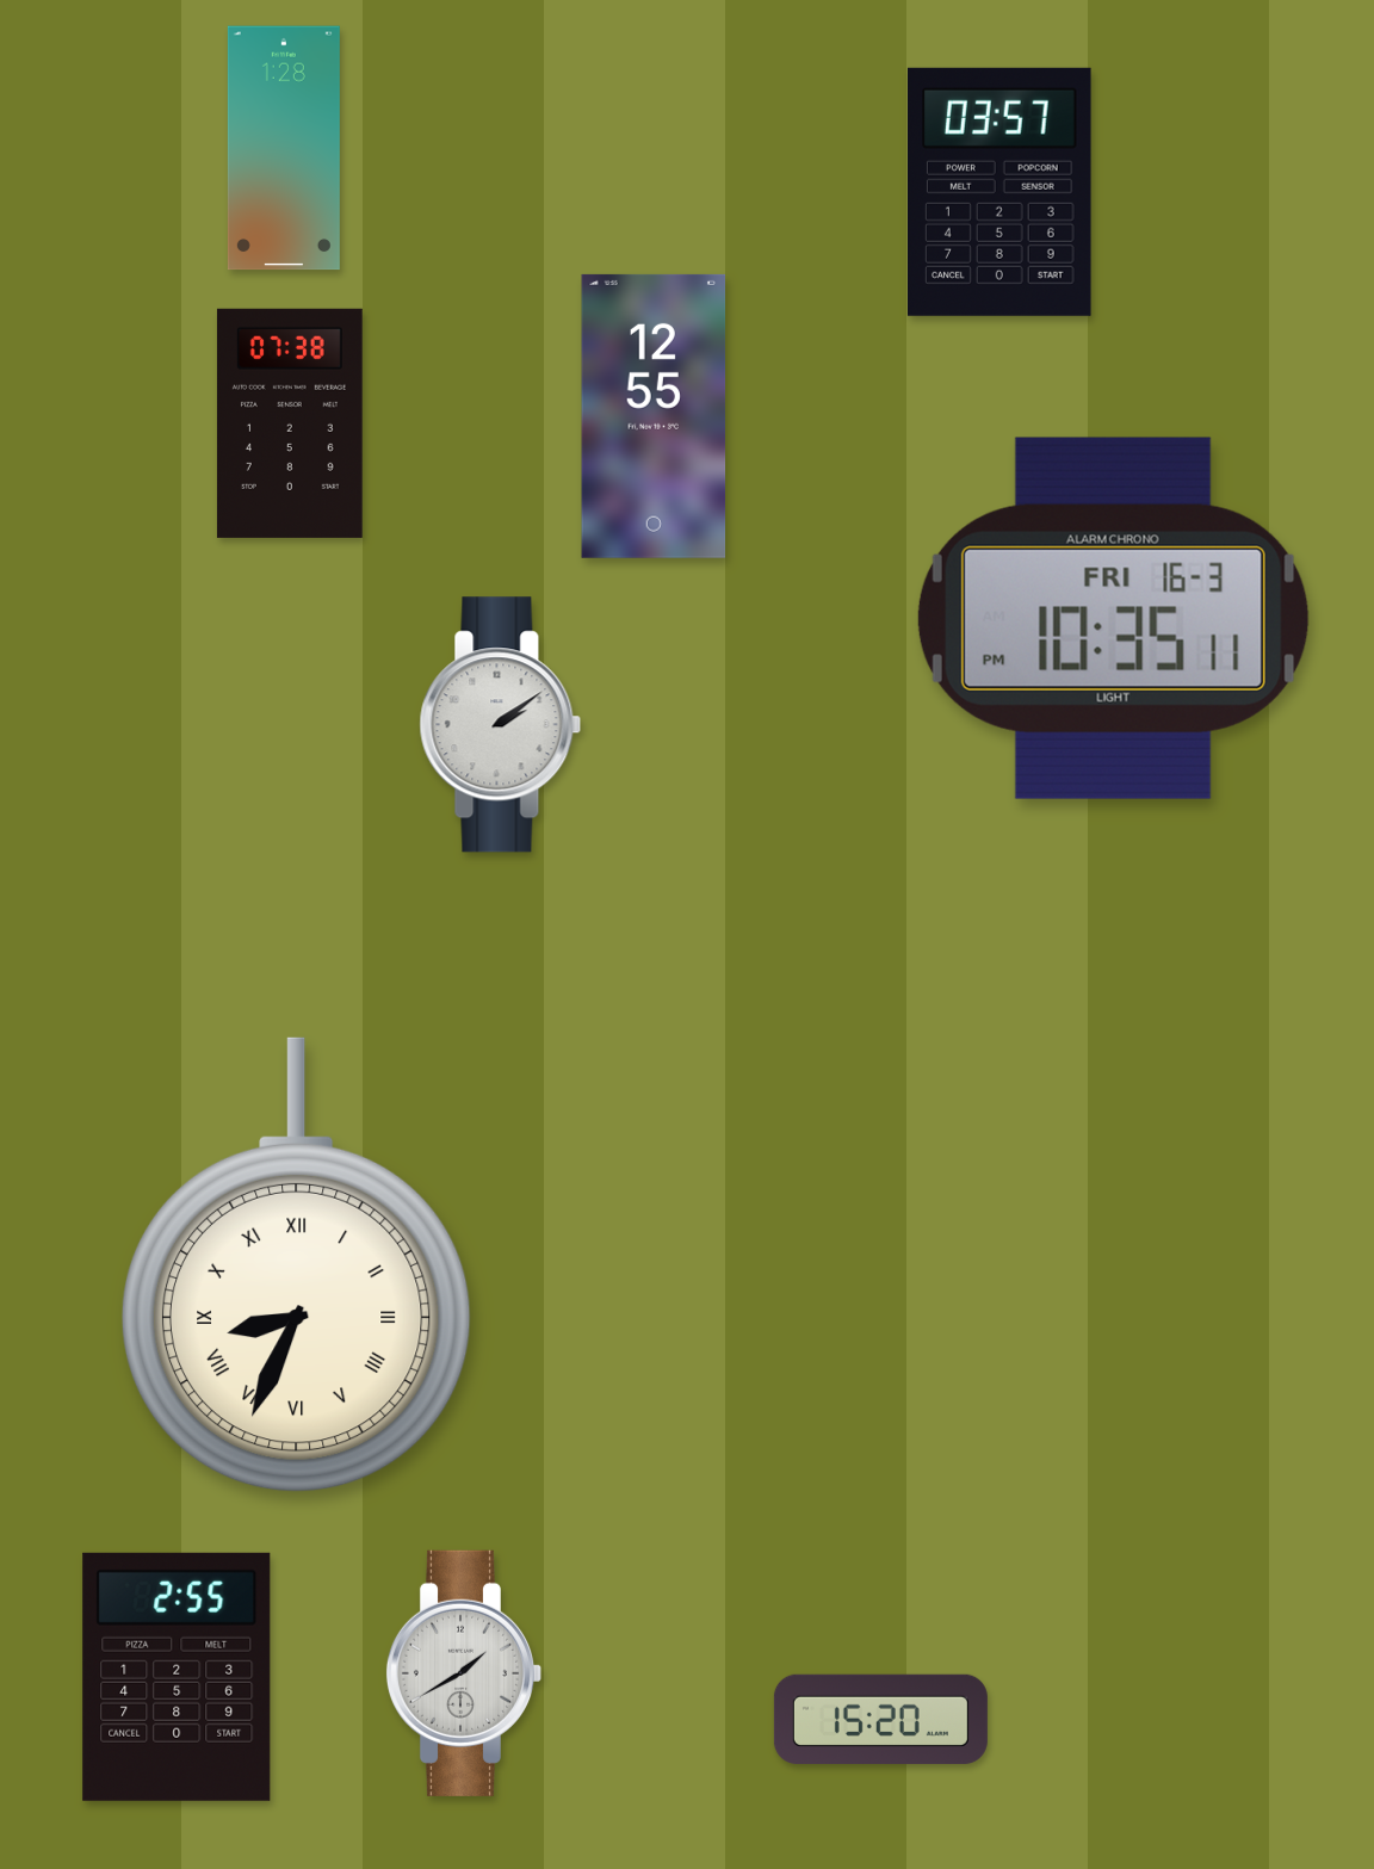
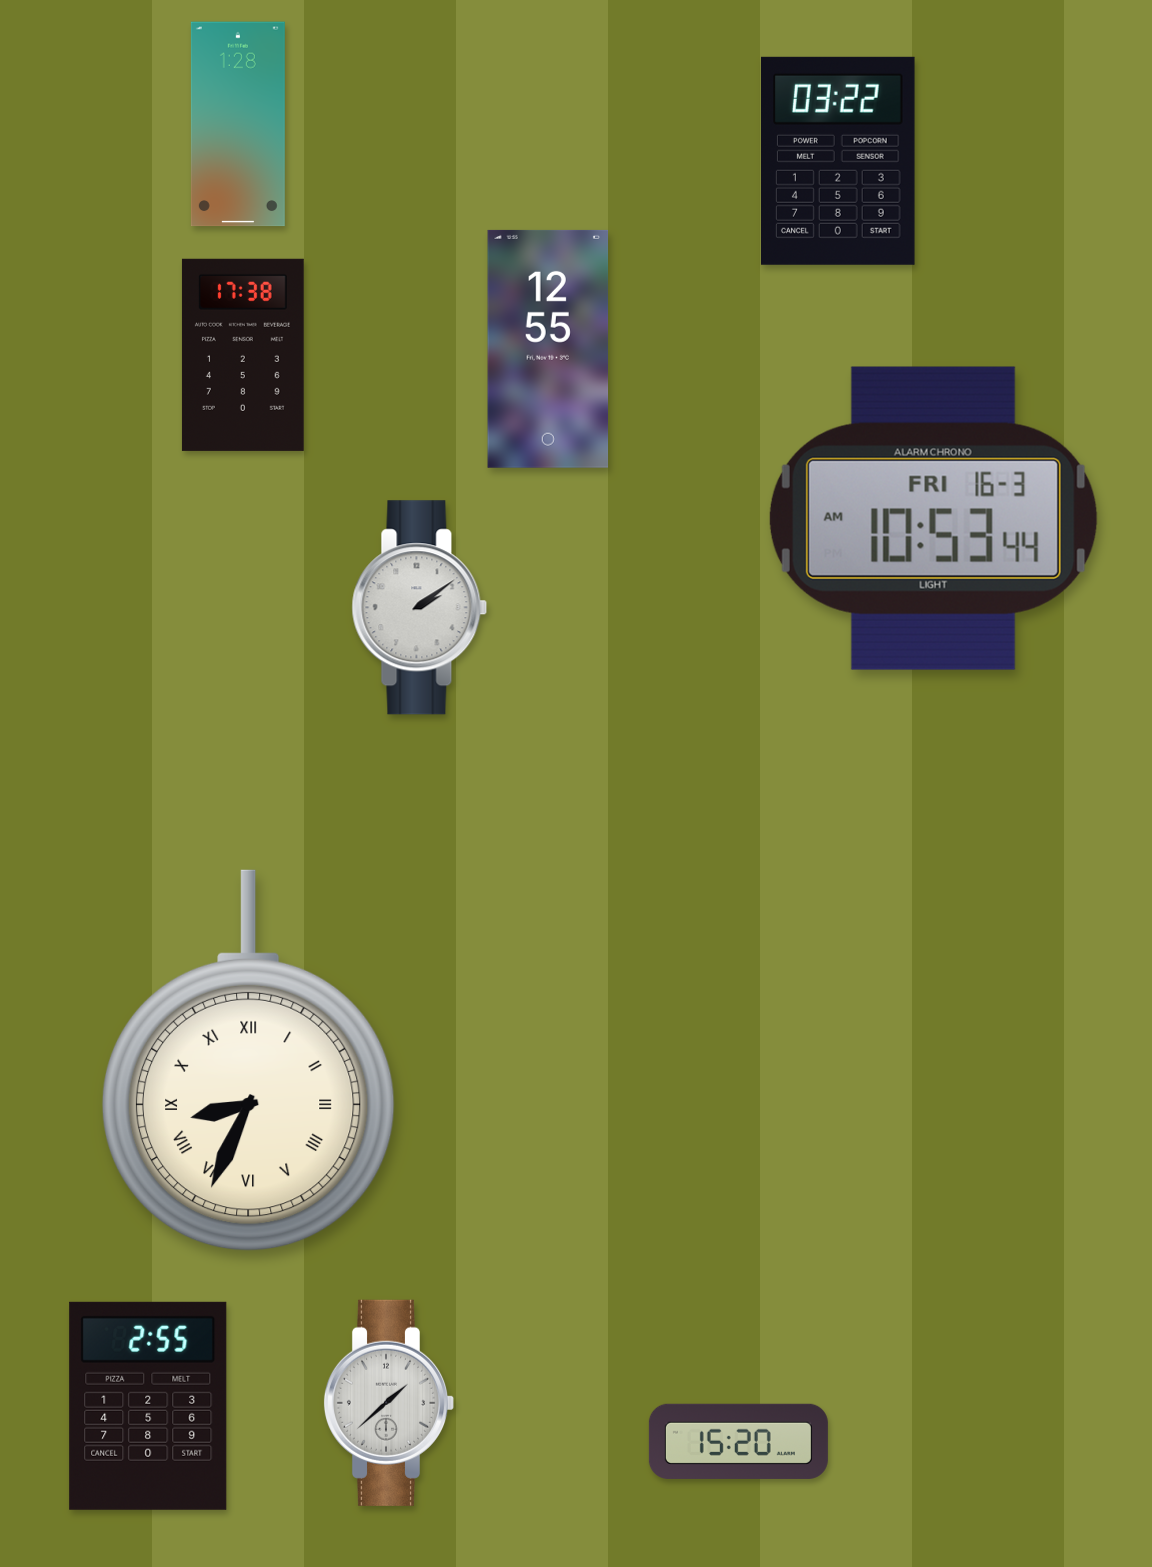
clock at (1001, 192): 03:57 -> 03:22
clock at (290, 423): 07:38 -> 17:38
clock at (1113, 618): 10:35 -> 10:53
clock at (464, 1673): 1:40 -> 1:38
